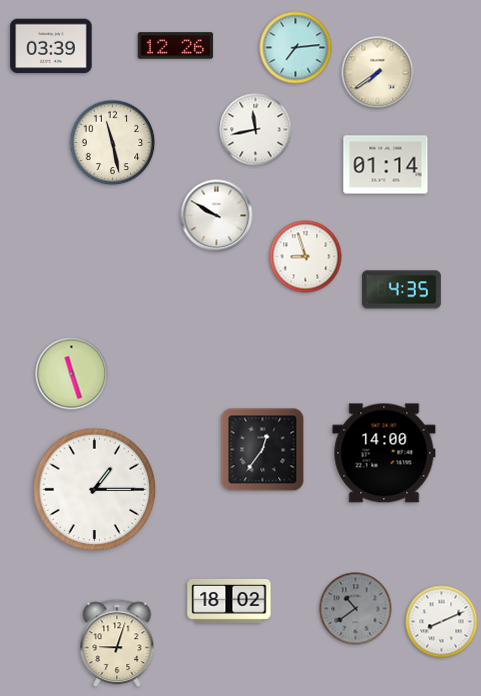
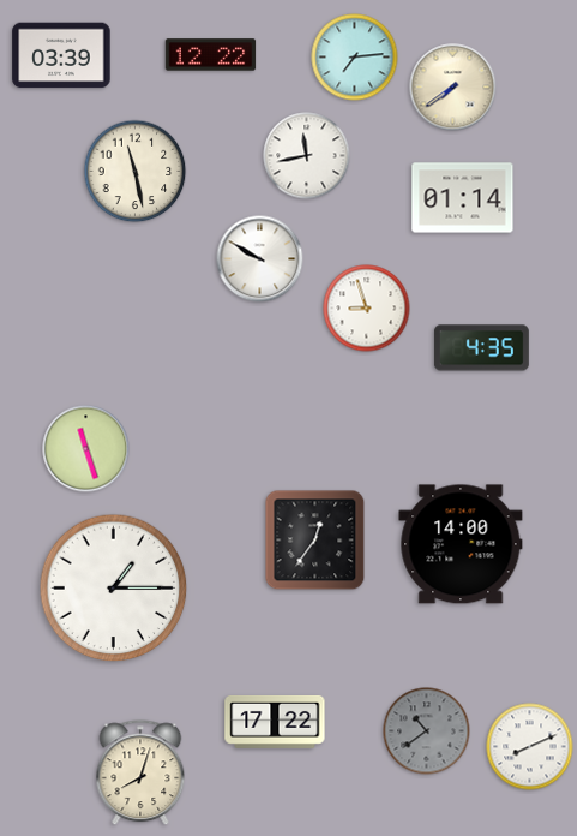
clock at (176, 46): 12:26 -> 12:22
clock at (229, 601): 18:02 -> 17:22
clock at (117, 644): 9:03 -> 8:03
